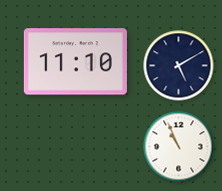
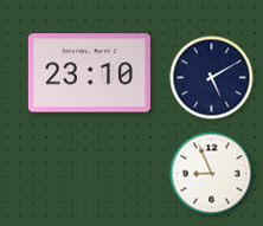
clock at (75, 62): 11:10 -> 23:10
clock at (179, 147): 10:56 -> 8:56
